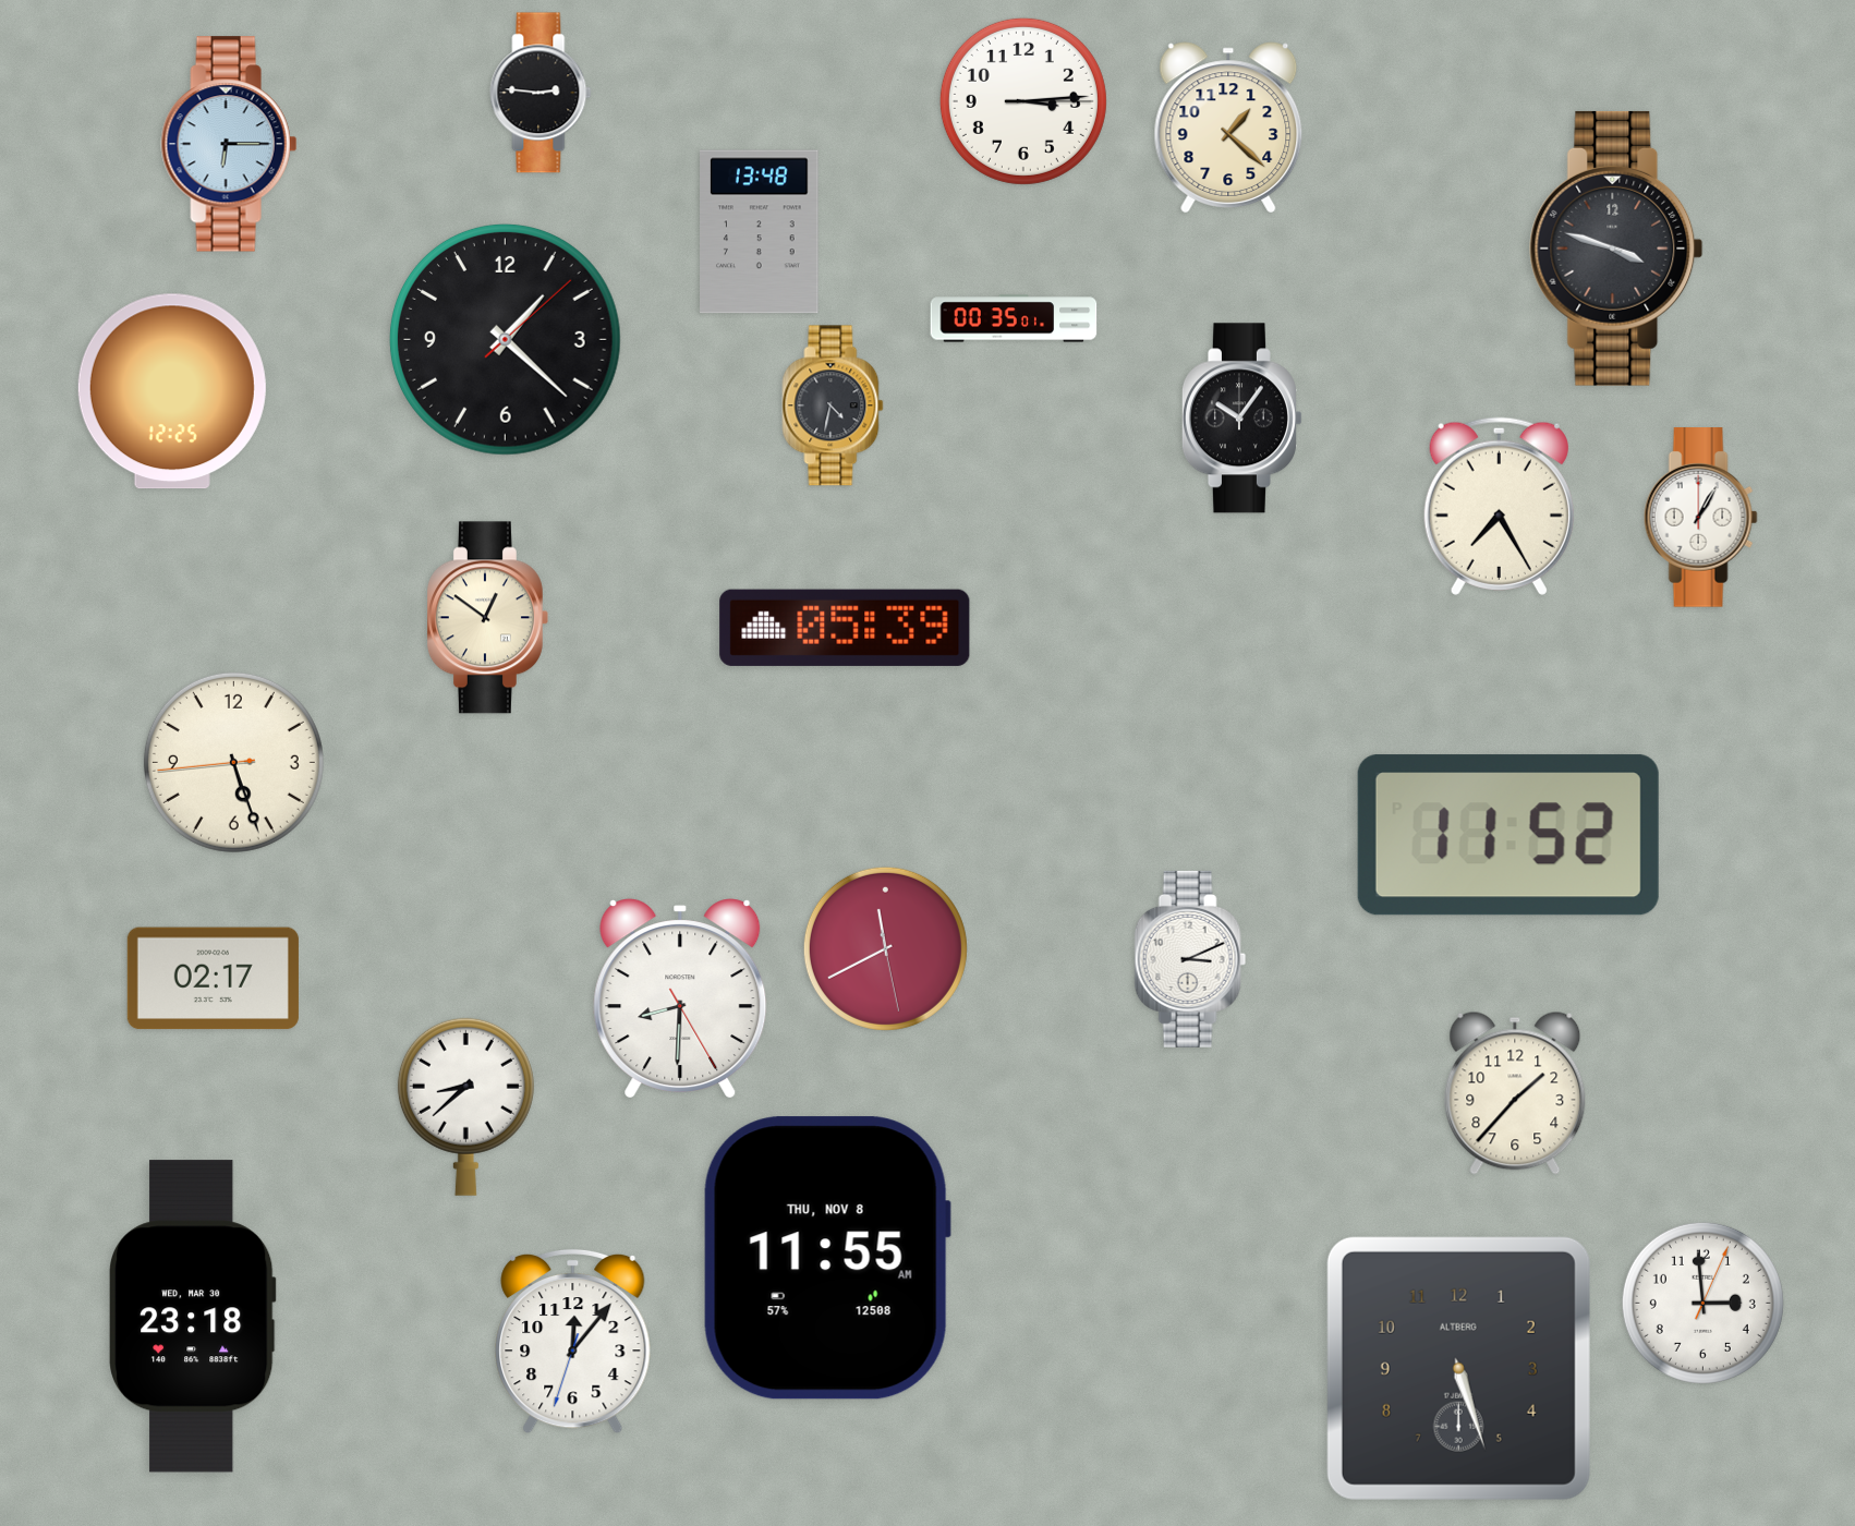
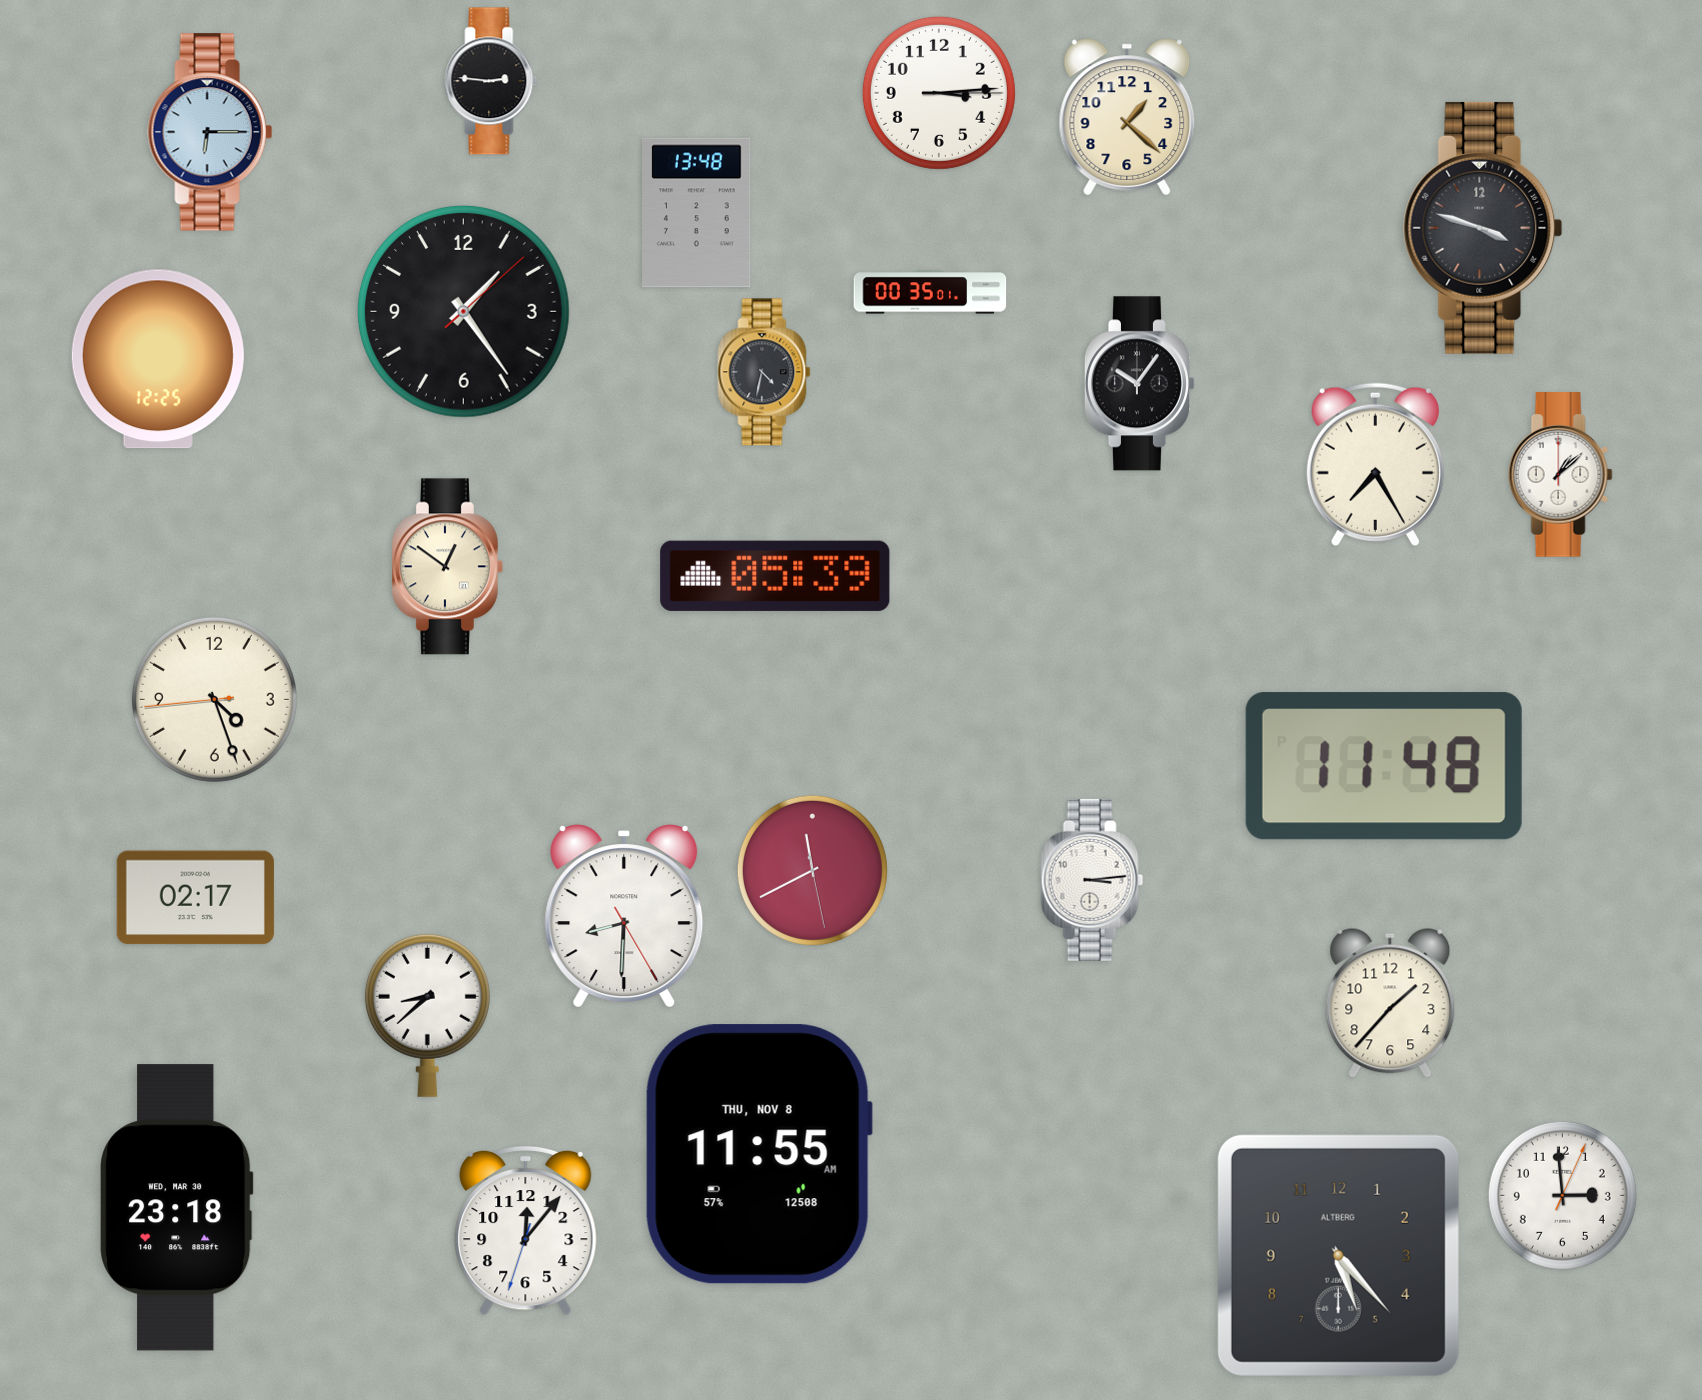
clock at (541, 93) position: (541, 93) -> (491, 81)
clock at (505, 339): 1:22 -> 1:24
clock at (1700, 518): 1:05 -> 1:08
clock at (233, 762): 5:26 -> 4:26
clock at (1508, 835): 11:52 -> 11:48
clock at (1190, 959): 3:11 -> 3:14
clock at (1458, 1368): 5:27 -> 5:23
